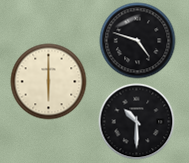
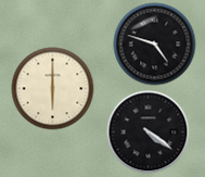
clock at (138, 41) position: (138, 41) -> (155, 45)
clock at (137, 122): 10:30 -> 4:21
